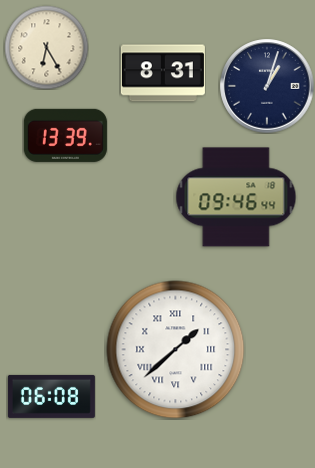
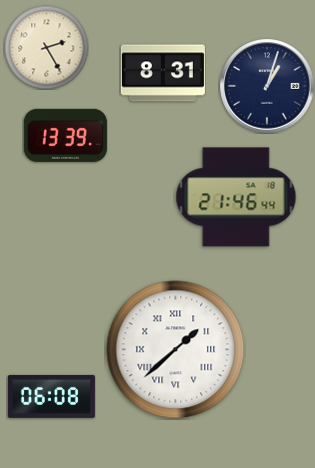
clock at (46, 47): 6:25 -> 2:25
clock at (236, 197): 09:46 -> 21:46
